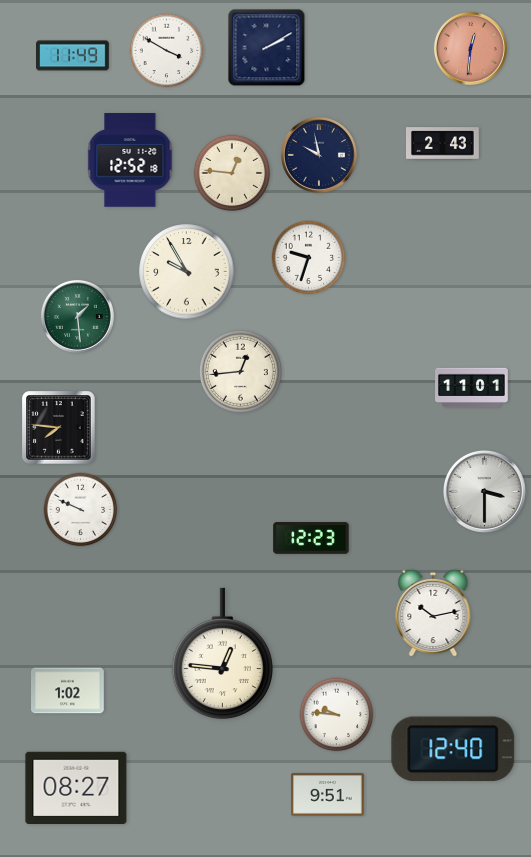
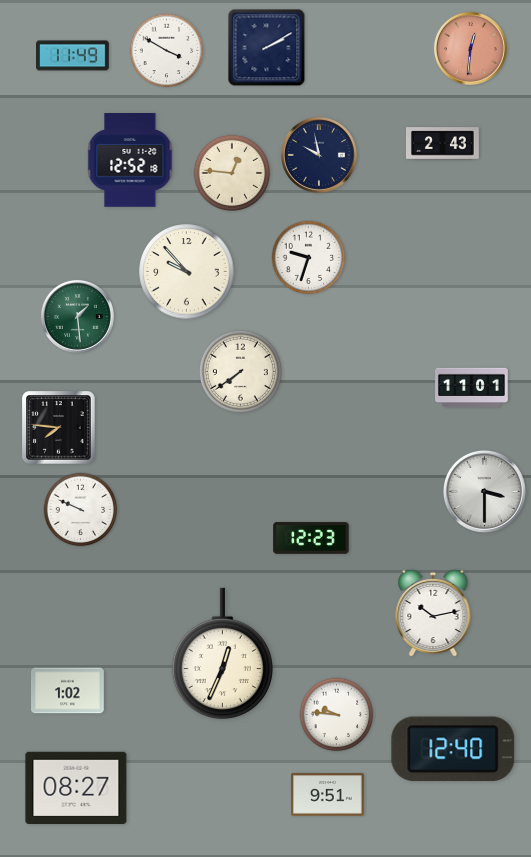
clock at (187, 272): 9:55 -> 9:53
clock at (240, 371): 12:44 -> 7:39
clock at (222, 654): 12:46 -> 12:34
